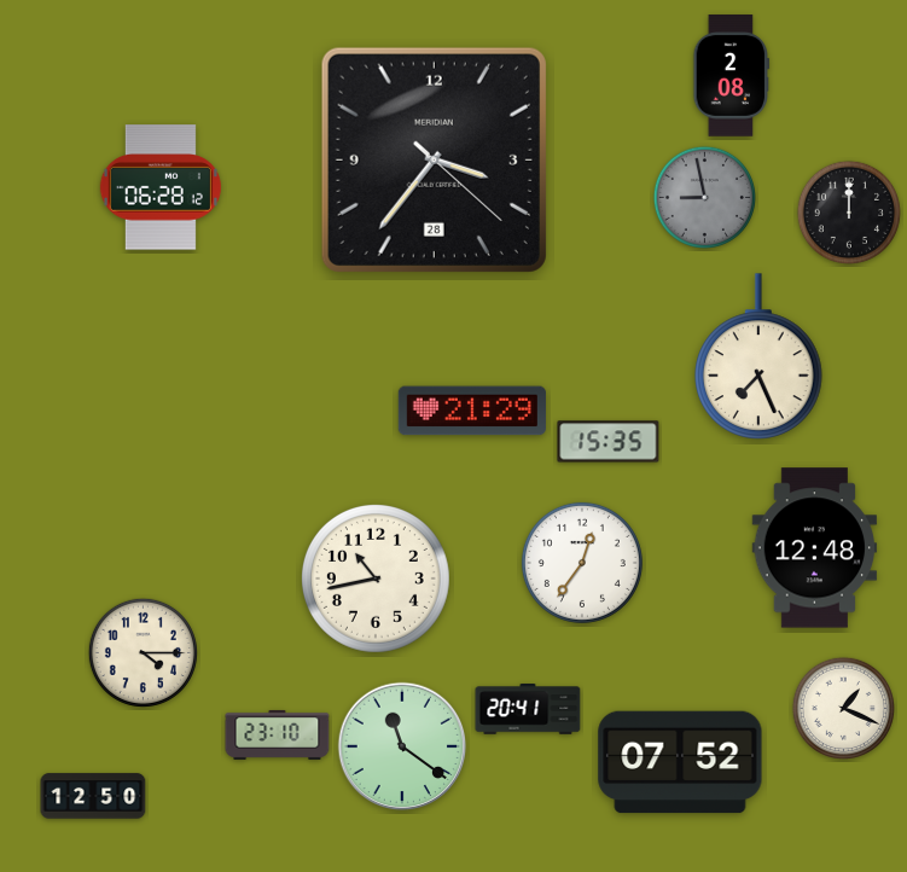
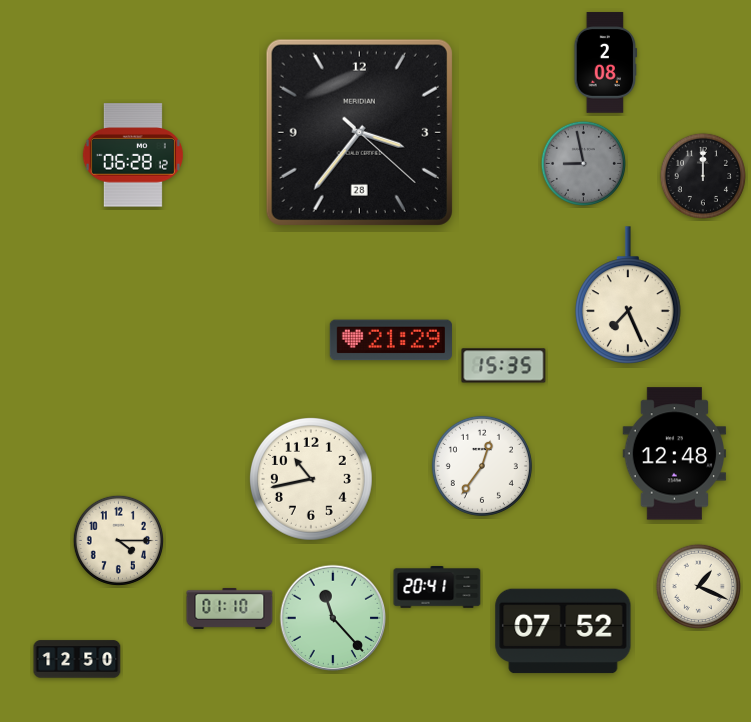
clock at (278, 734): 23:10 -> 01:10
clock at (402, 746): 11:21 -> 11:23
